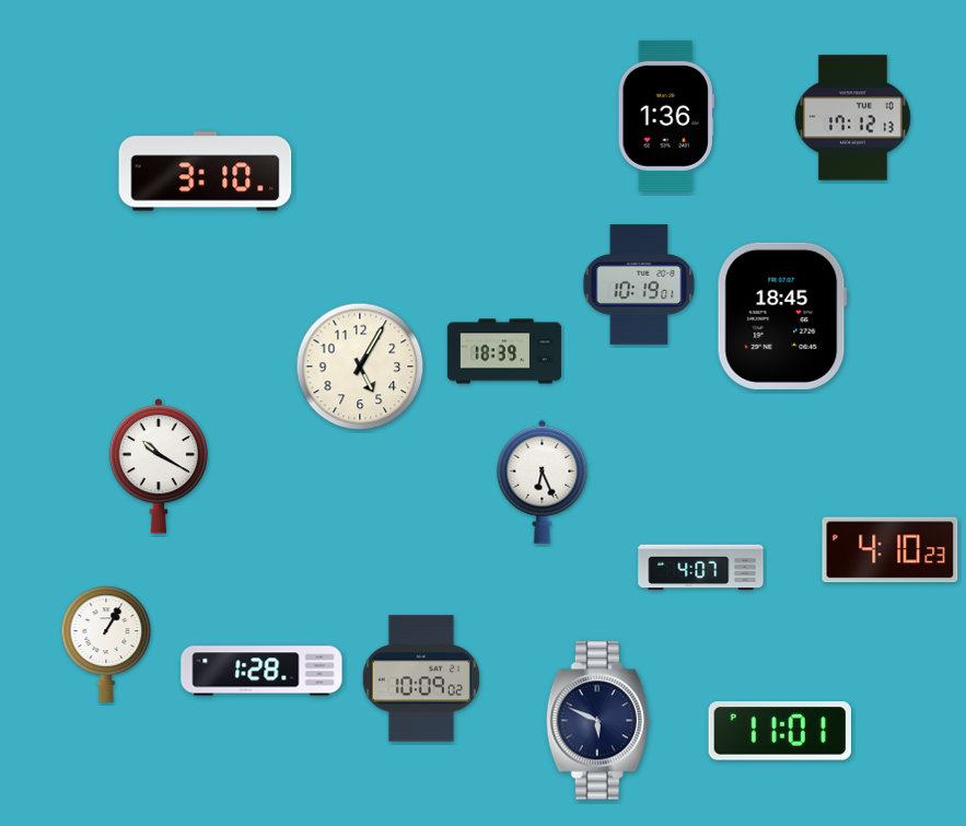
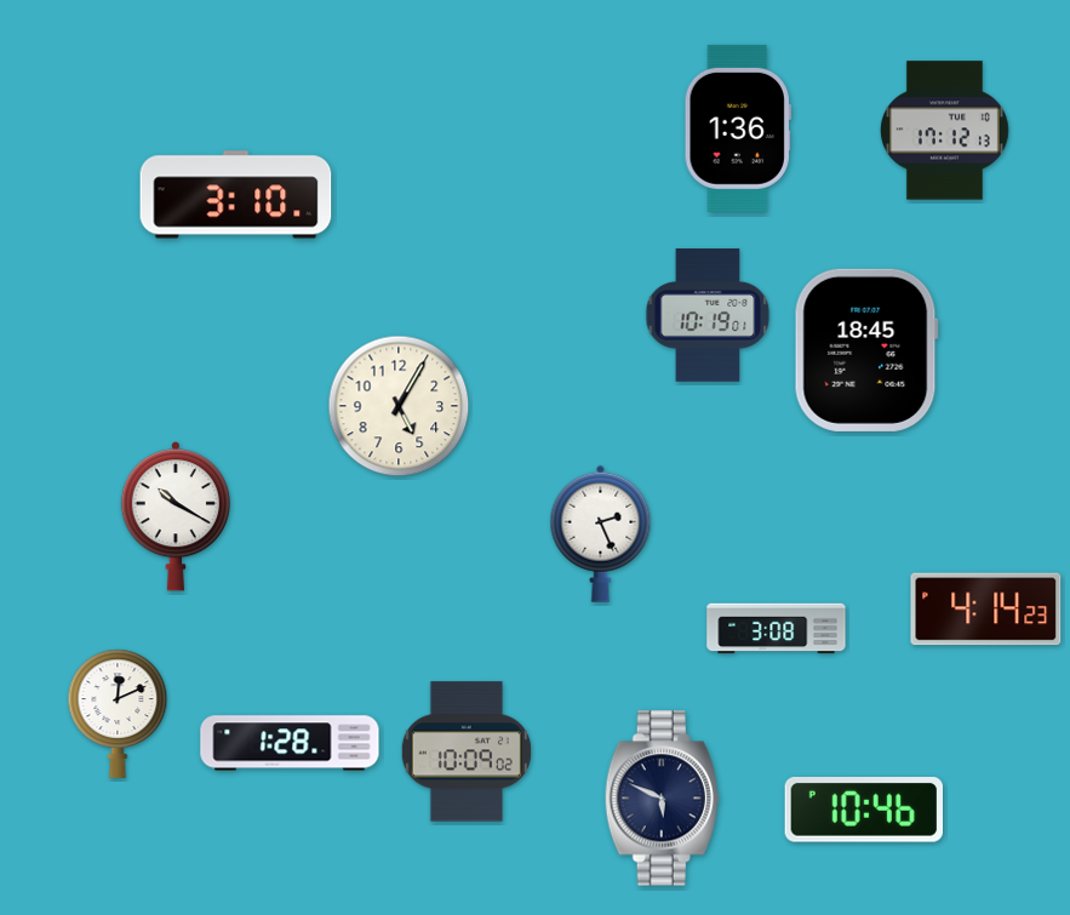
clock at (206, 172) position: (206, 172) -> (236, 195)
clock at (504, 351): 18:39 -> none
clock at (543, 481): 6:26 -> 2:26
clock at (891, 550): 4:10 -> 4:14
clock at (701, 568): 4:07 -> 3:08
clock at (106, 644): 1:05 -> 12:11
clock at (779, 731): 11:01 -> 10:46
